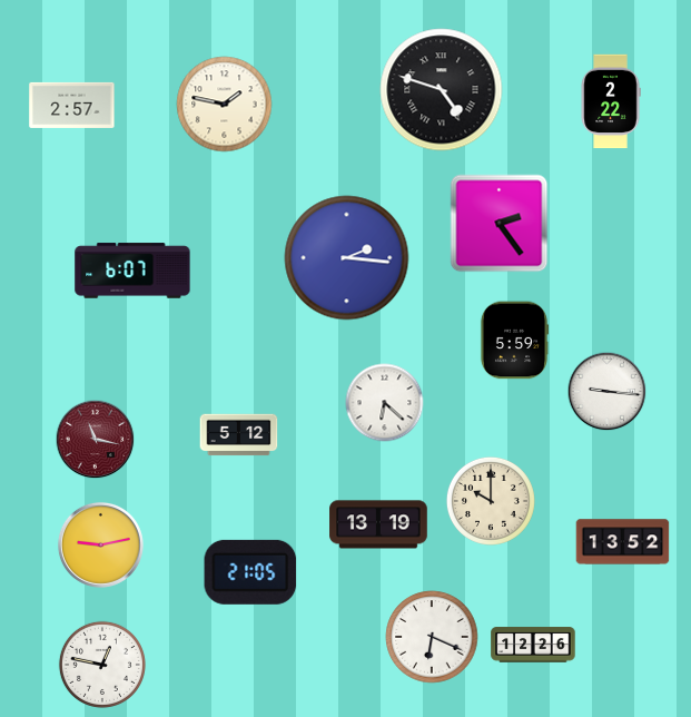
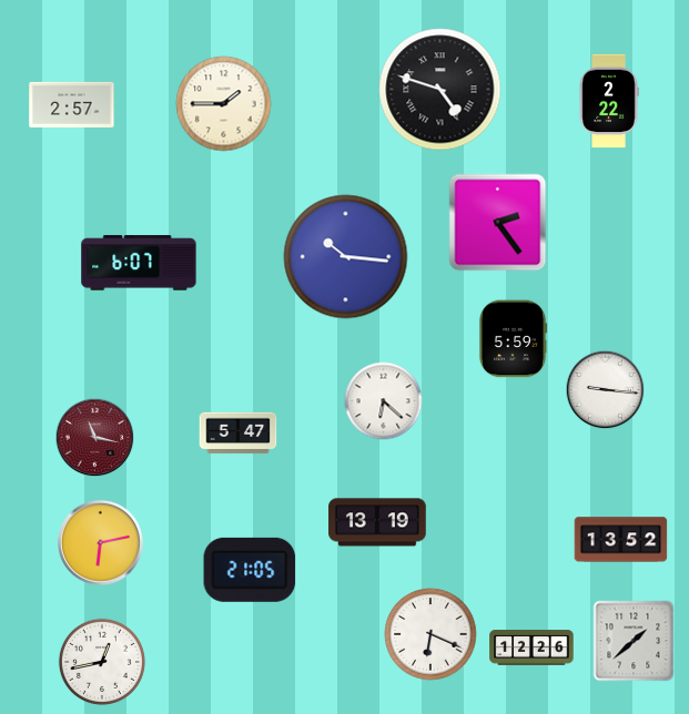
clock at (225, 105): 1:47 -> 1:45
clock at (347, 258): 2:16 -> 10:16
clock at (132, 271) position: (132, 271) -> (139, 263)
clock at (239, 435): 5:12 -> 5:47
clock at (491, 501): 10:00 -> none
clock at (100, 544): 9:13 -> 6:13
clock at (634, 641): none -> 1:38
clock at (533, 645) position: (533, 645) -> (531, 647)
clock at (102, 665): 12:47 -> 12:43
